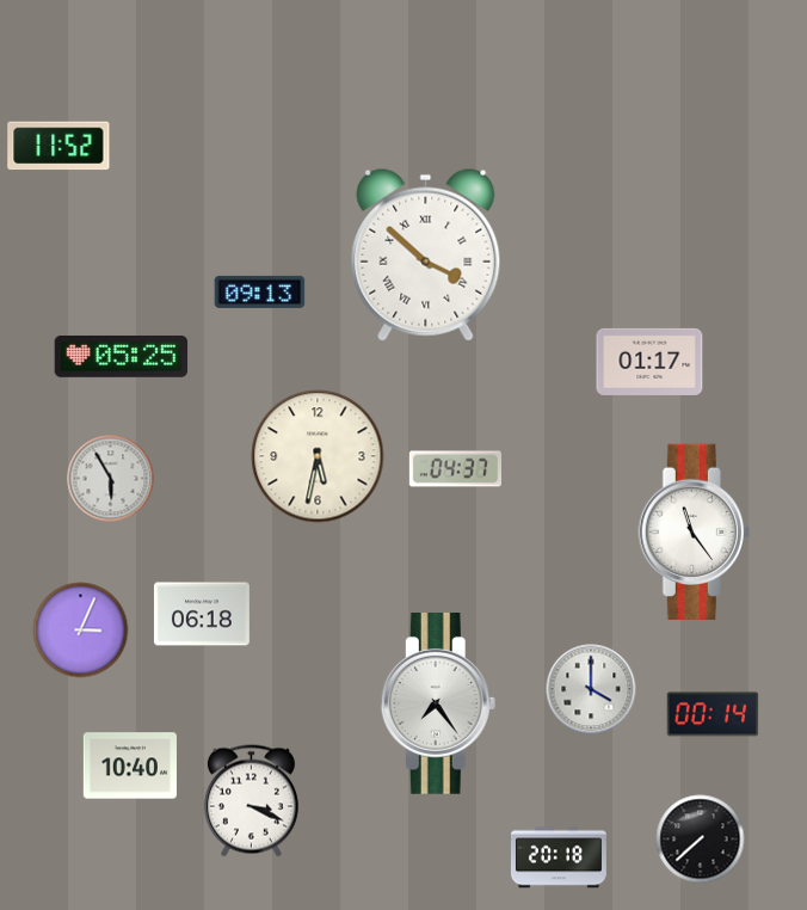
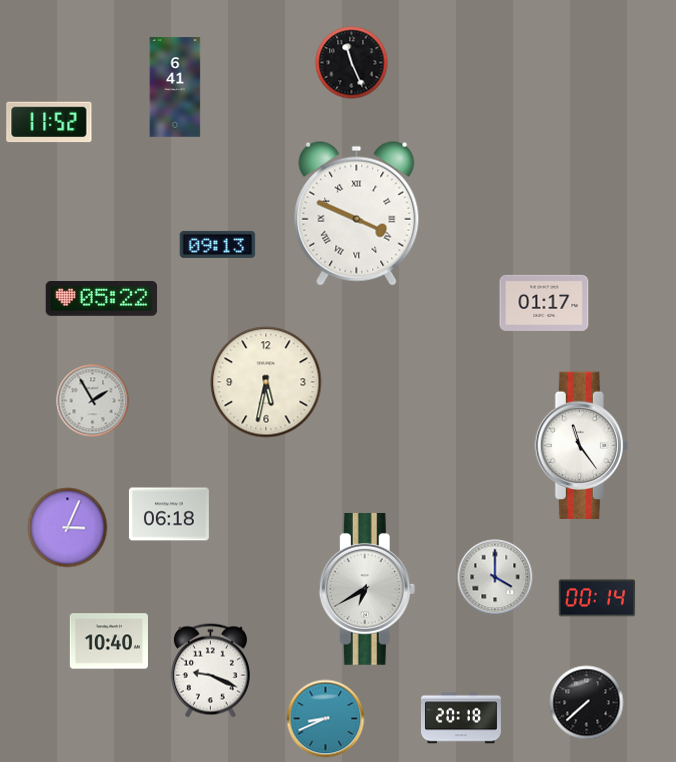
clock at (352, 63): none -> 11:26
clock at (175, 87): none -> 6:41
clock at (426, 254): 3:52 -> 3:49
clock at (122, 356): 05:25 -> 05:22
clock at (455, 469): 04:37 -> none
clock at (111, 479): 5:55 -> 1:55
clock at (438, 703): 7:24 -> 6:40
clock at (251, 801): 3:19 -> 9:19
clock at (559, 857) position: (559, 857) -> (461, 718)
clock at (326, 719): none -> 8:41
